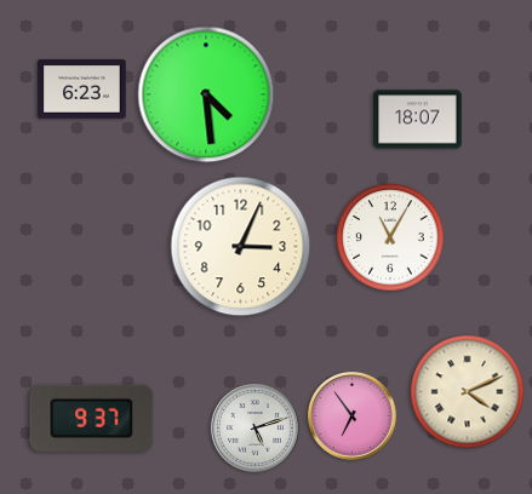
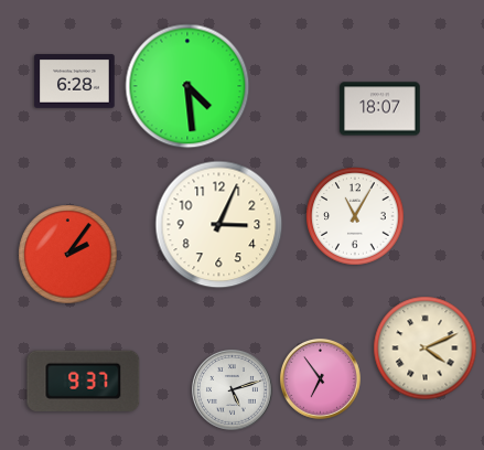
clock at (82, 90): 6:23 -> 6:28
clock at (68, 255): none -> 2:06
clock at (468, 392) position: (468, 392) -> (426, 349)
